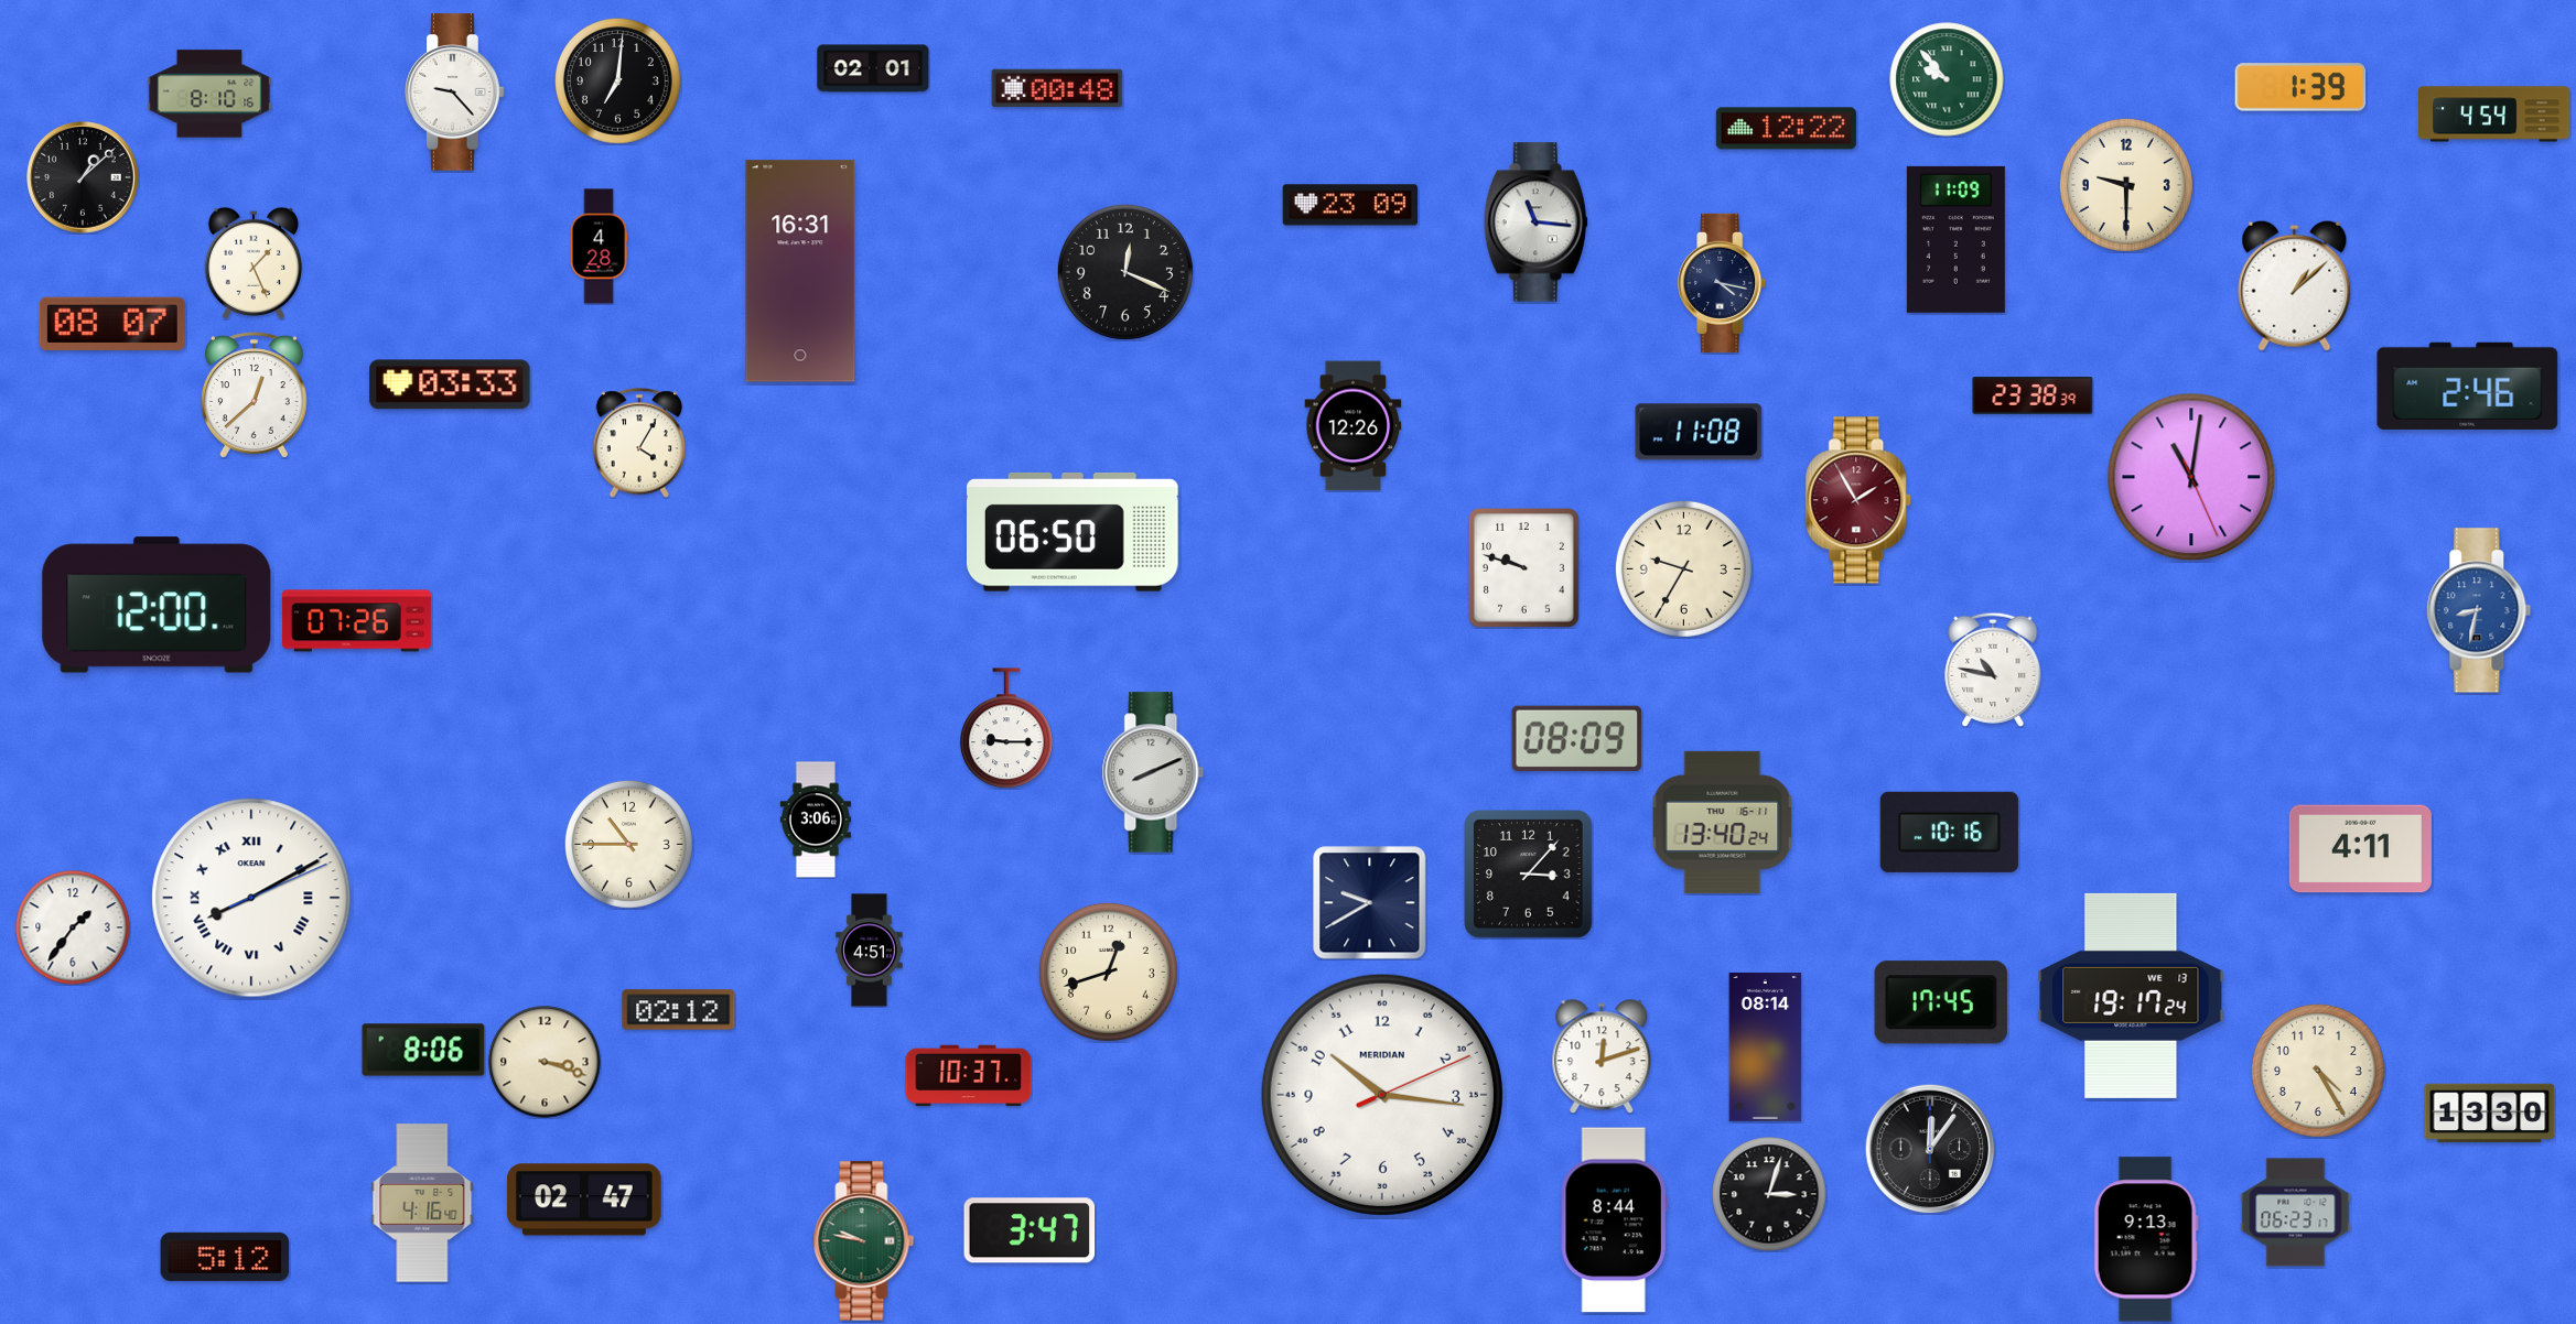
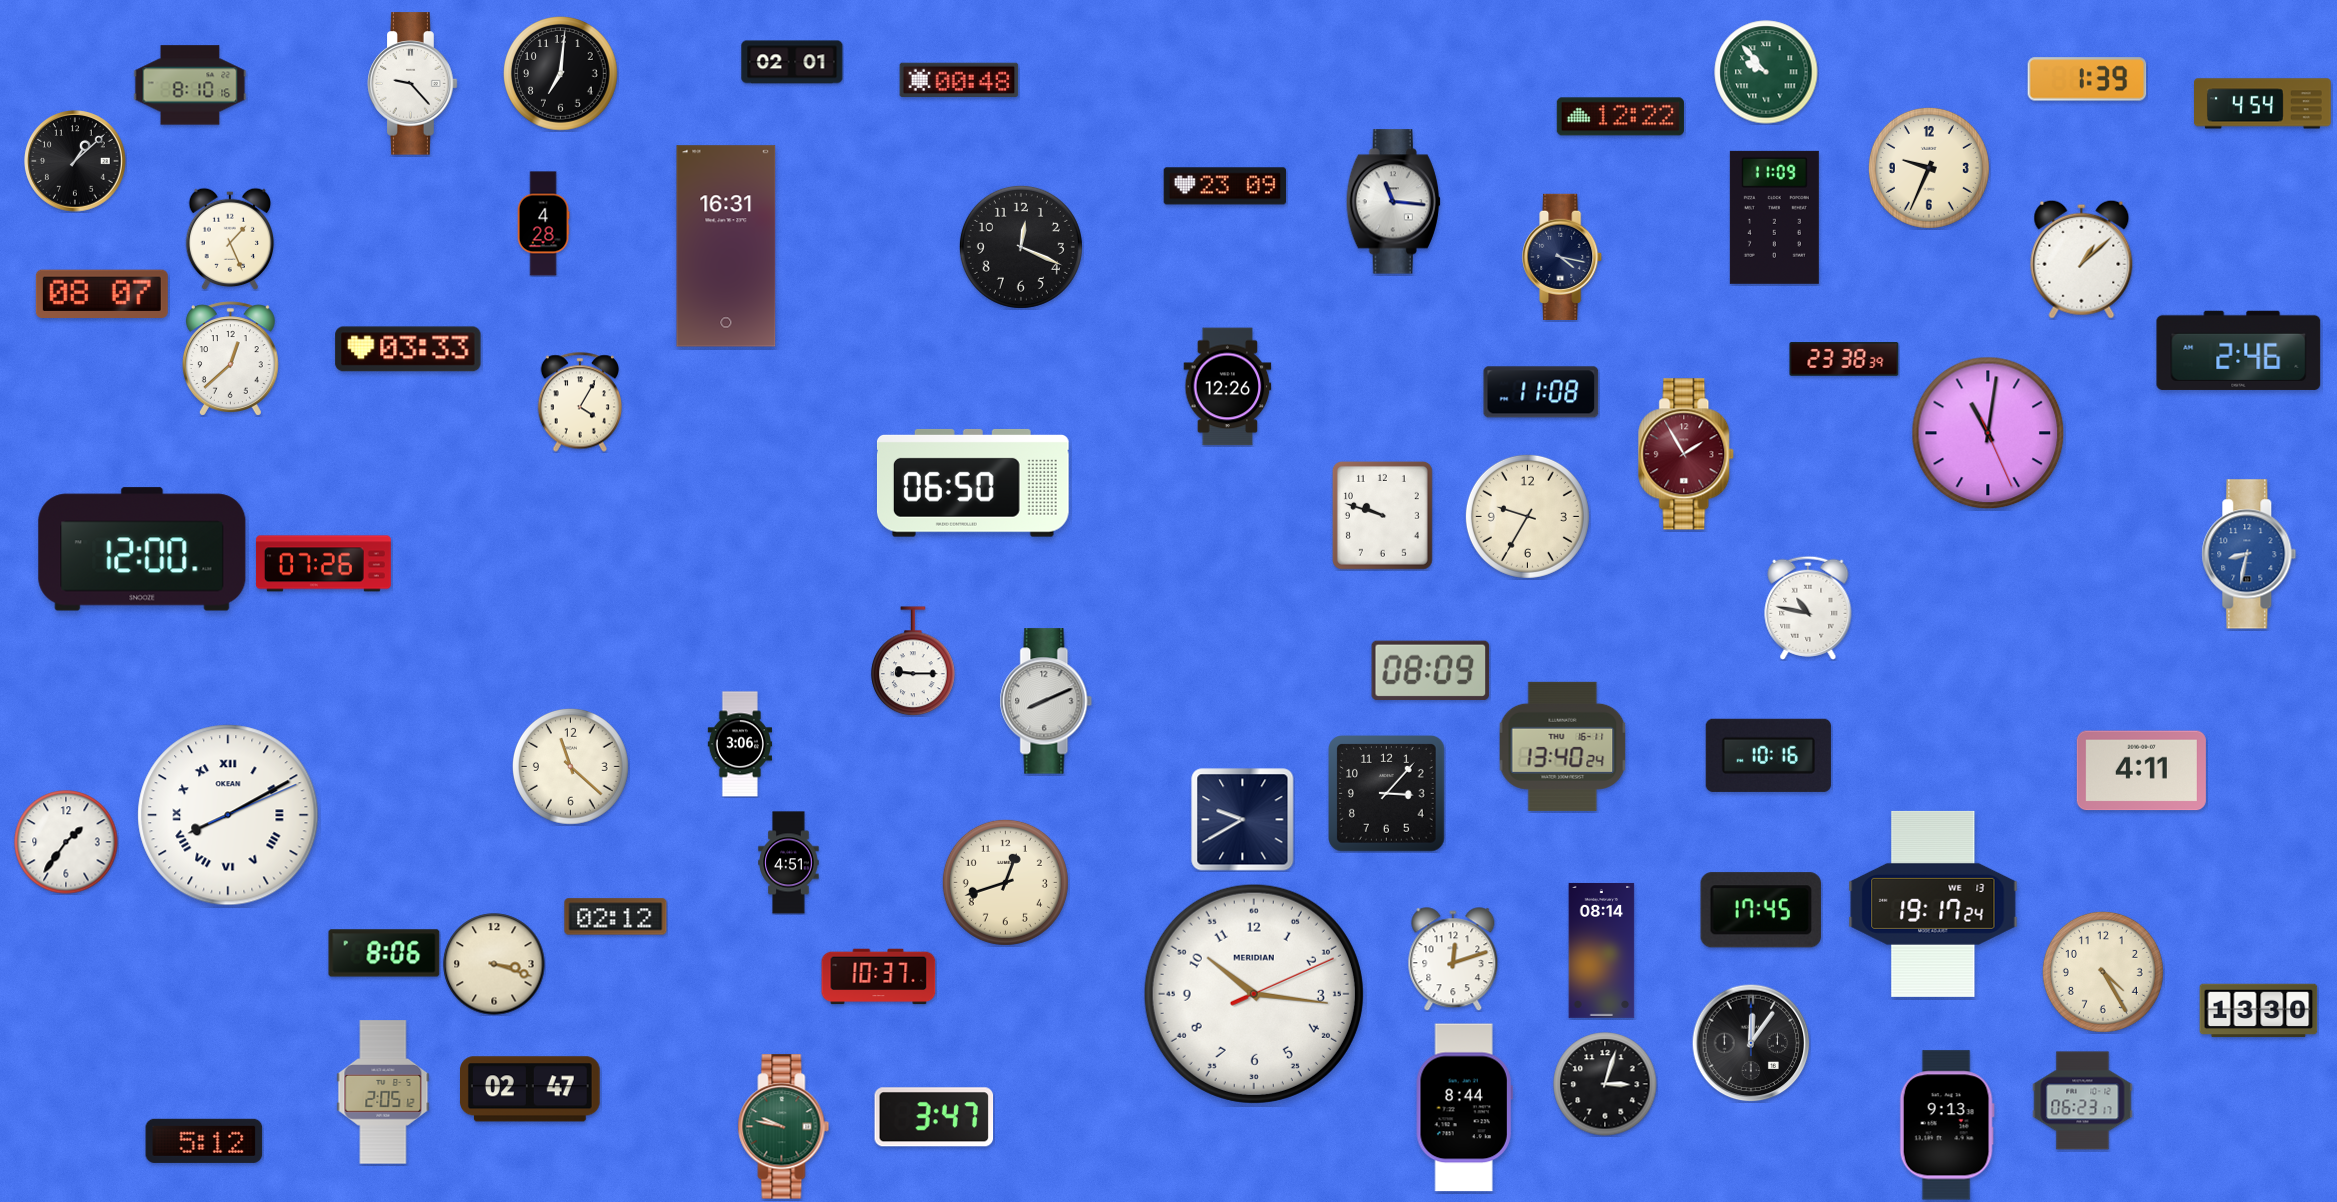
clock at (2126, 185): 9:30 -> 9:34
clock at (629, 845): 10:45 -> 11:22
clock at (422, 1203): 4:16 -> 2:05
